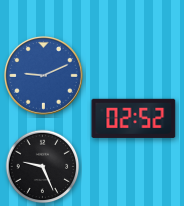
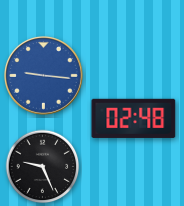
clock at (44, 76): 9:11 -> 9:16
clock at (134, 118): 02:52 -> 02:48
